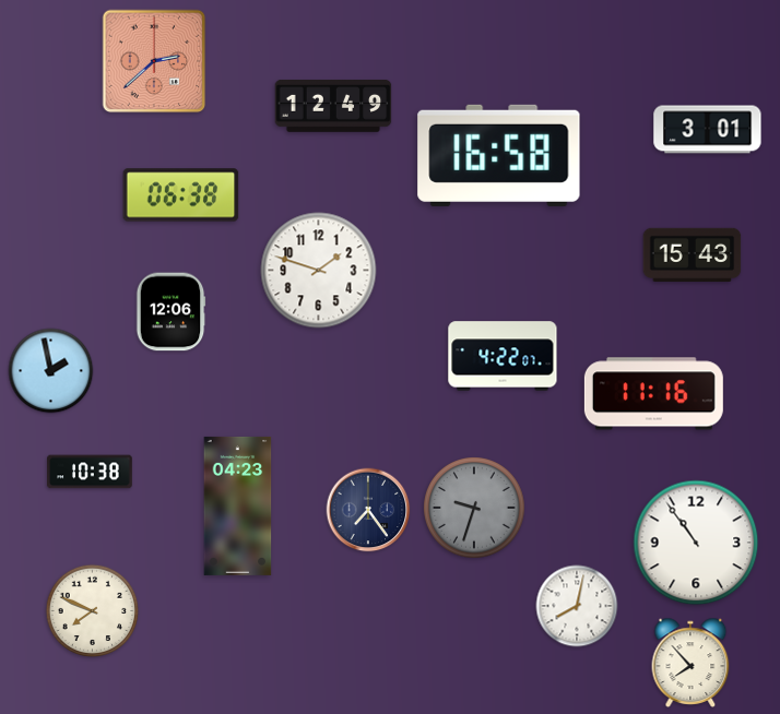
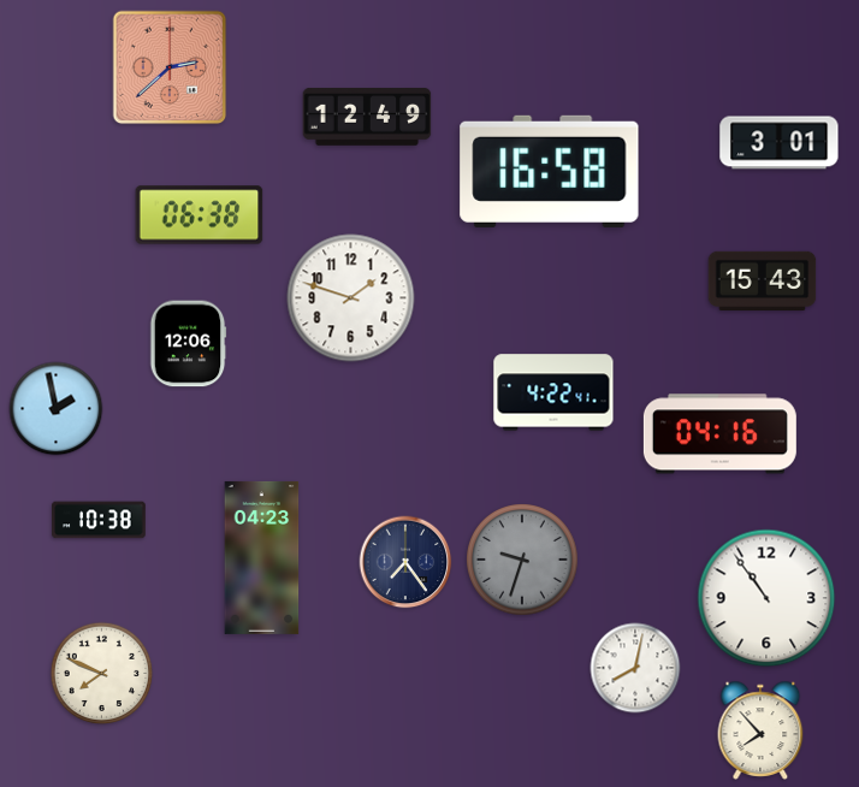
clock at (503, 356): 4:22:07 -> 4:22:41
clock at (653, 394): 11:16 -> 04:16
